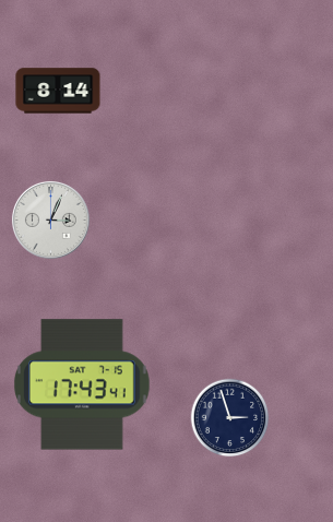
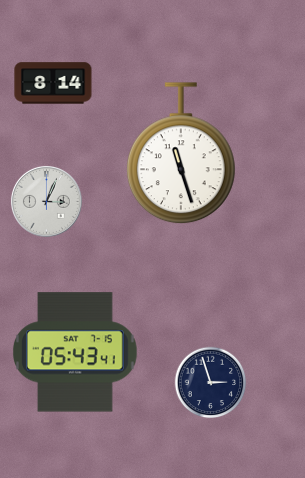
clock at (181, 154): none -> 11:27
clock at (83, 384): 17:43 -> 05:43
